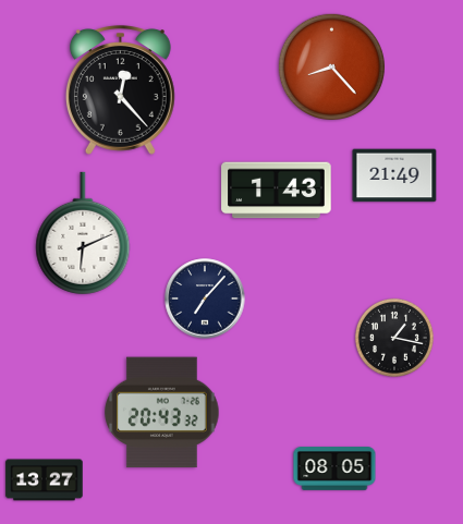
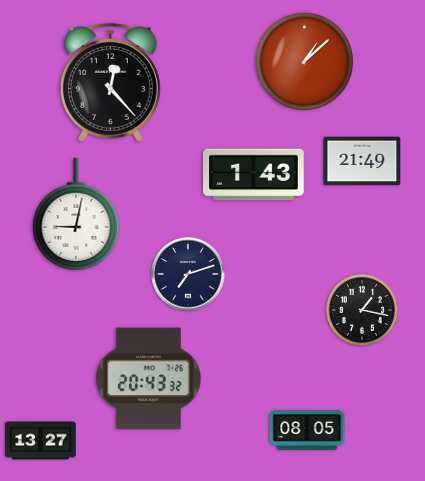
clock at (331, 66): 8:23 -> 1:08
clock at (83, 233): 6:11 -> 9:02
clock at (205, 298): 7:07 -> 7:12
